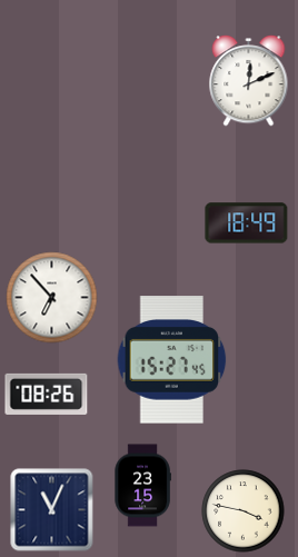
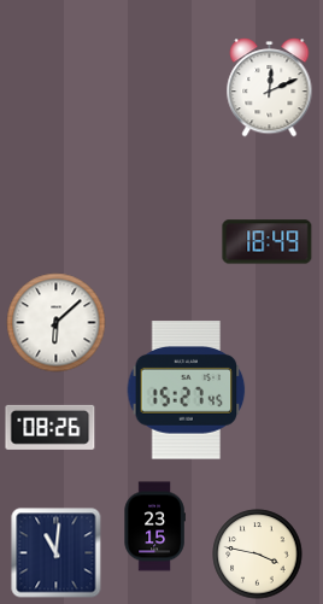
clock at (52, 298): 6:53 -> 6:08
clock at (52, 510): 11:04 -> 11:01
clock at (244, 511) position: (244, 511) -> (258, 555)
